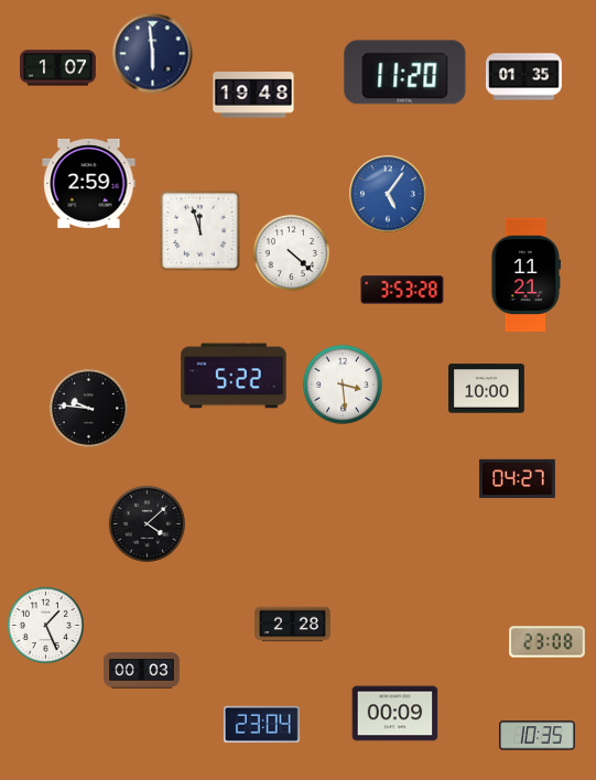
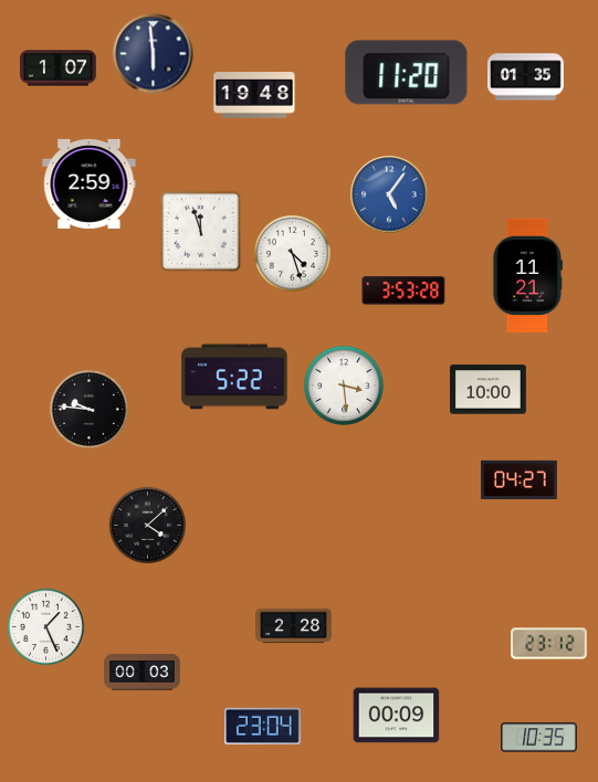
clock at (291, 252): 4:22 -> 4:27
clock at (548, 642): 23:08 -> 23:12
